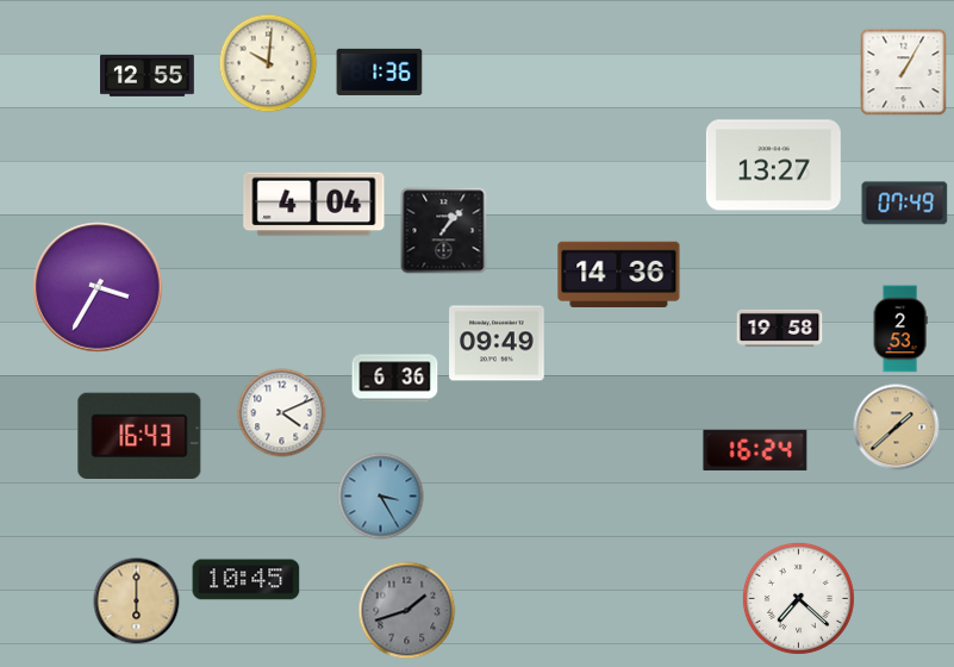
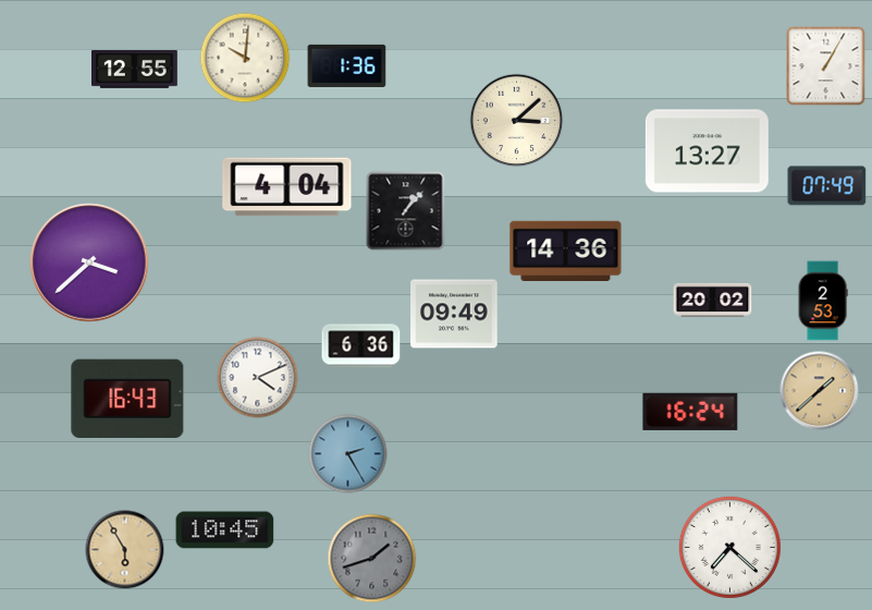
clock at (517, 121): none -> 3:08
clock at (98, 287): 3:35 -> 3:38
clock at (780, 328): 19:58 -> 20:02
clock at (381, 497): 3:25 -> 2:25
clock at (137, 601): 6:00 -> 5:55
